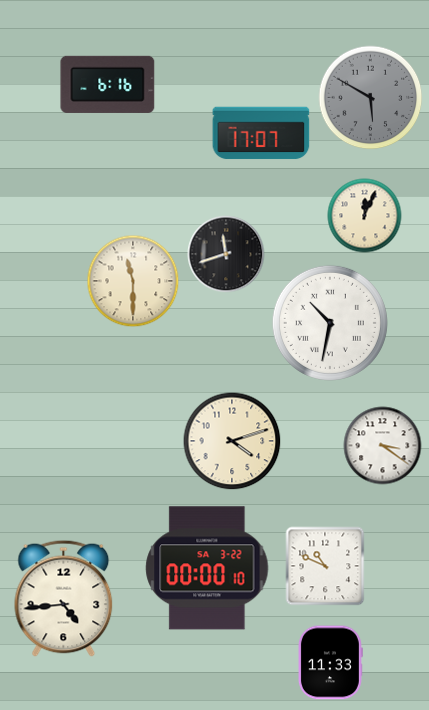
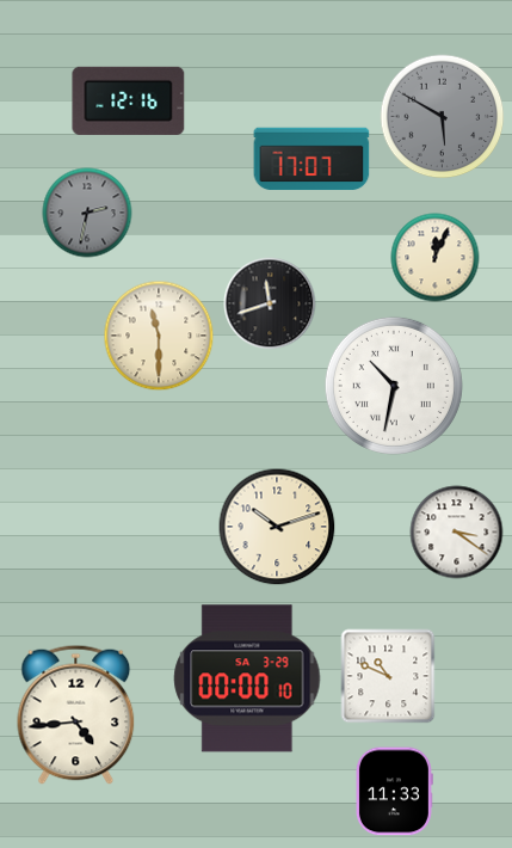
clock at (108, 84): 6:16 -> 12:16
clock at (87, 213): none -> 2:32
clock at (232, 441): 4:12 -> 10:12
clock at (207, 568) date: SA 3-22 -> SA 3-29
